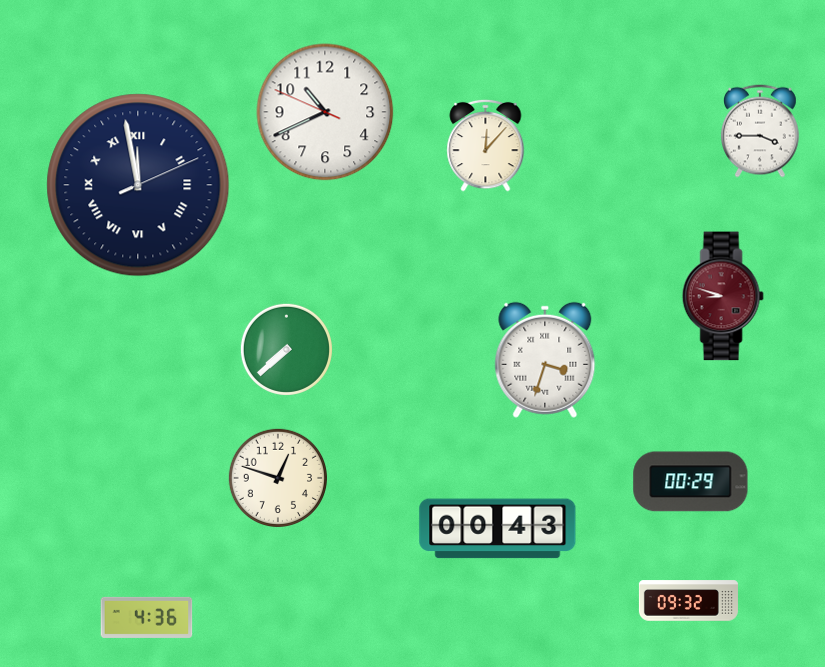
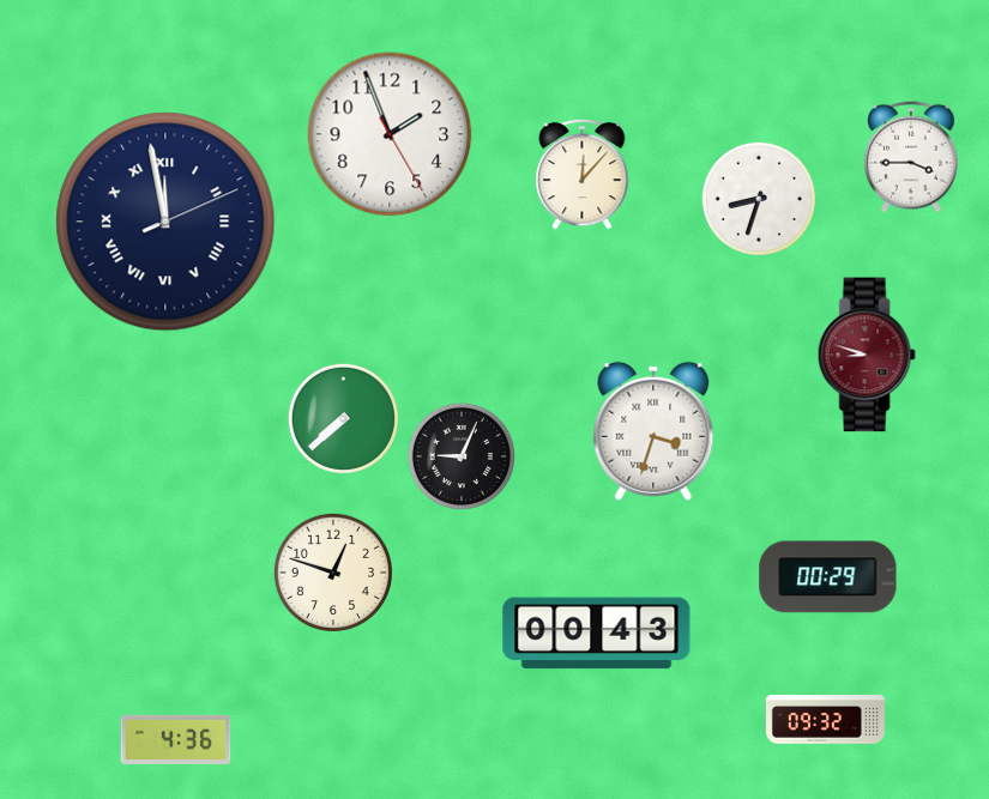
clock at (325, 112): 10:40 -> 1:56
clock at (759, 199): none -> 8:33
clock at (462, 456): none -> 9:04
